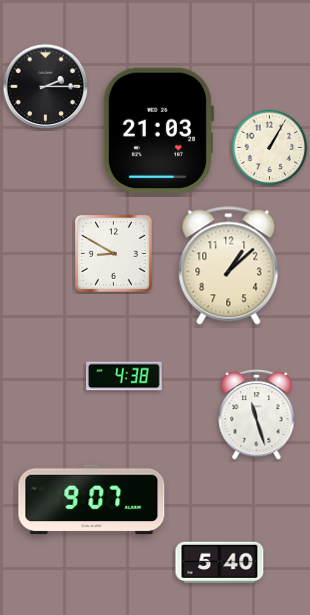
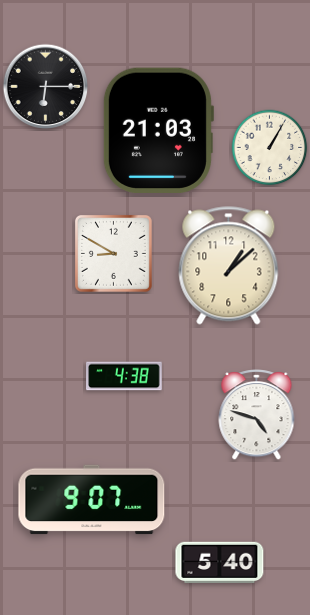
clock at (46, 87): 2:15 -> 6:15
clock at (257, 415): 11:27 -> 4:48
